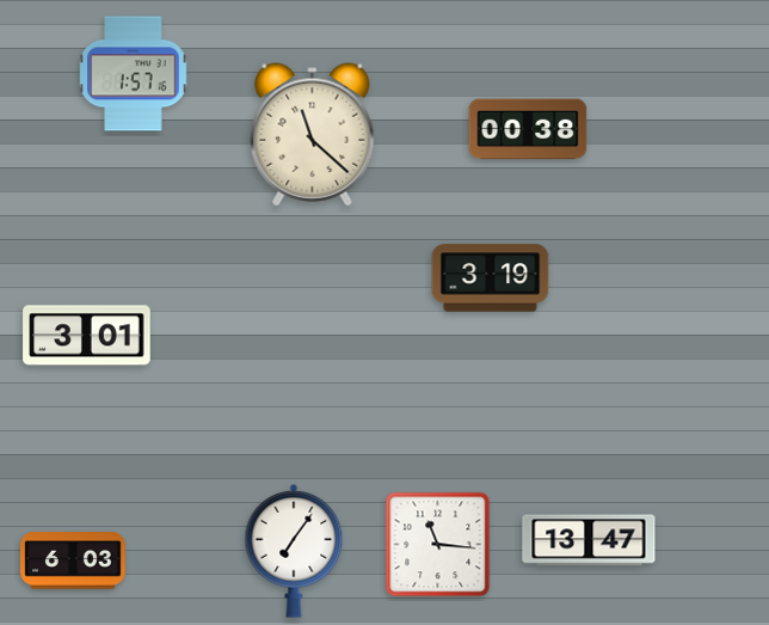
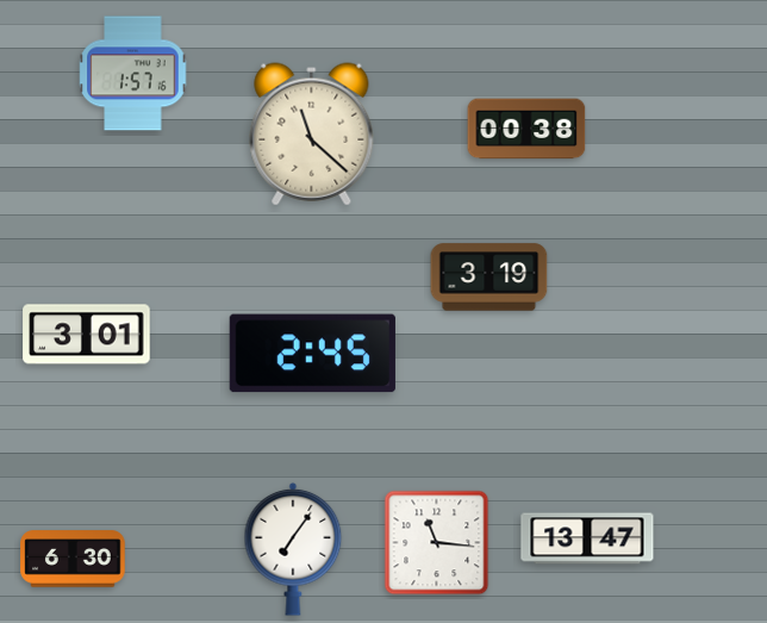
clock at (312, 354): none -> 2:45
clock at (73, 560): 6:03 -> 6:30
